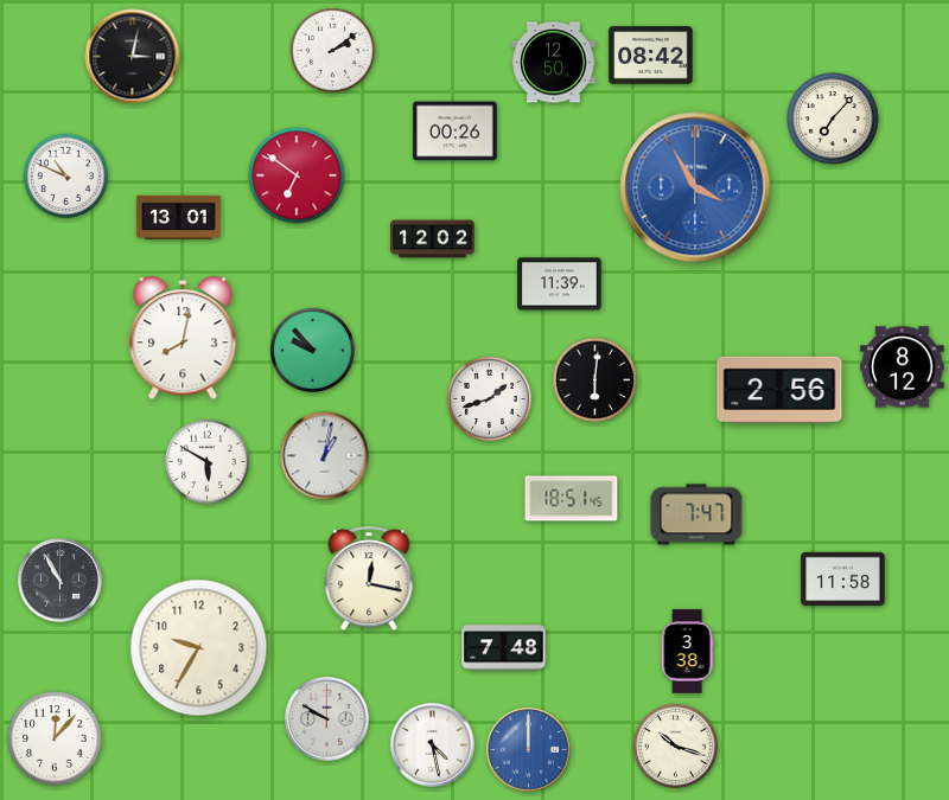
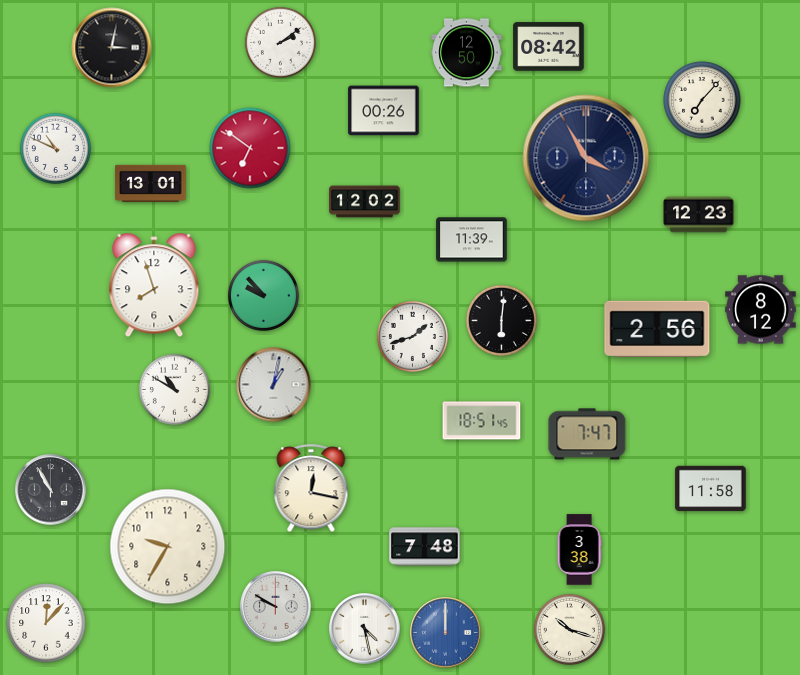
clock at (695, 187) dial: blue -> navy
clock at (699, 215): none -> 12:23
clock at (183, 339): 8:02 -> 7:57
clock at (206, 461): 5:50 -> 10:50
